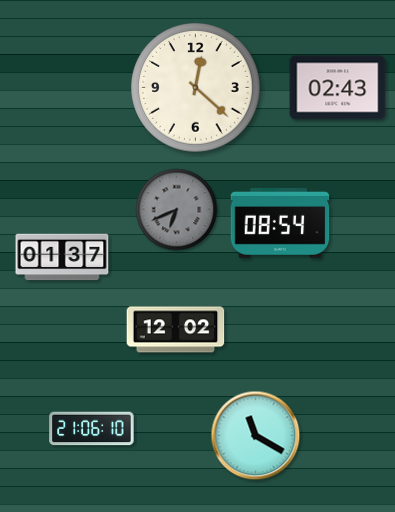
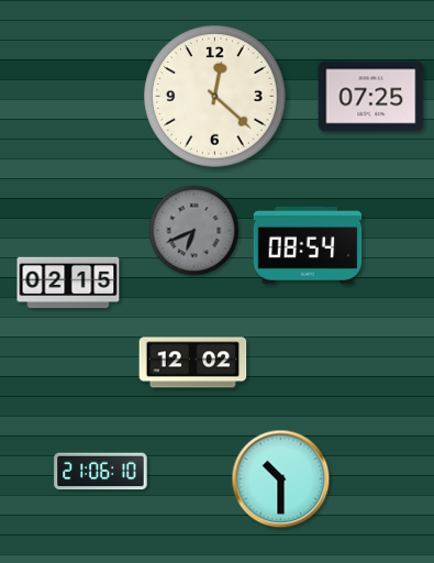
clock at (338, 88): 02:43 -> 07:25
clock at (62, 257): 01:37 -> 02:15
clock at (256, 436): 11:20 -> 10:30
